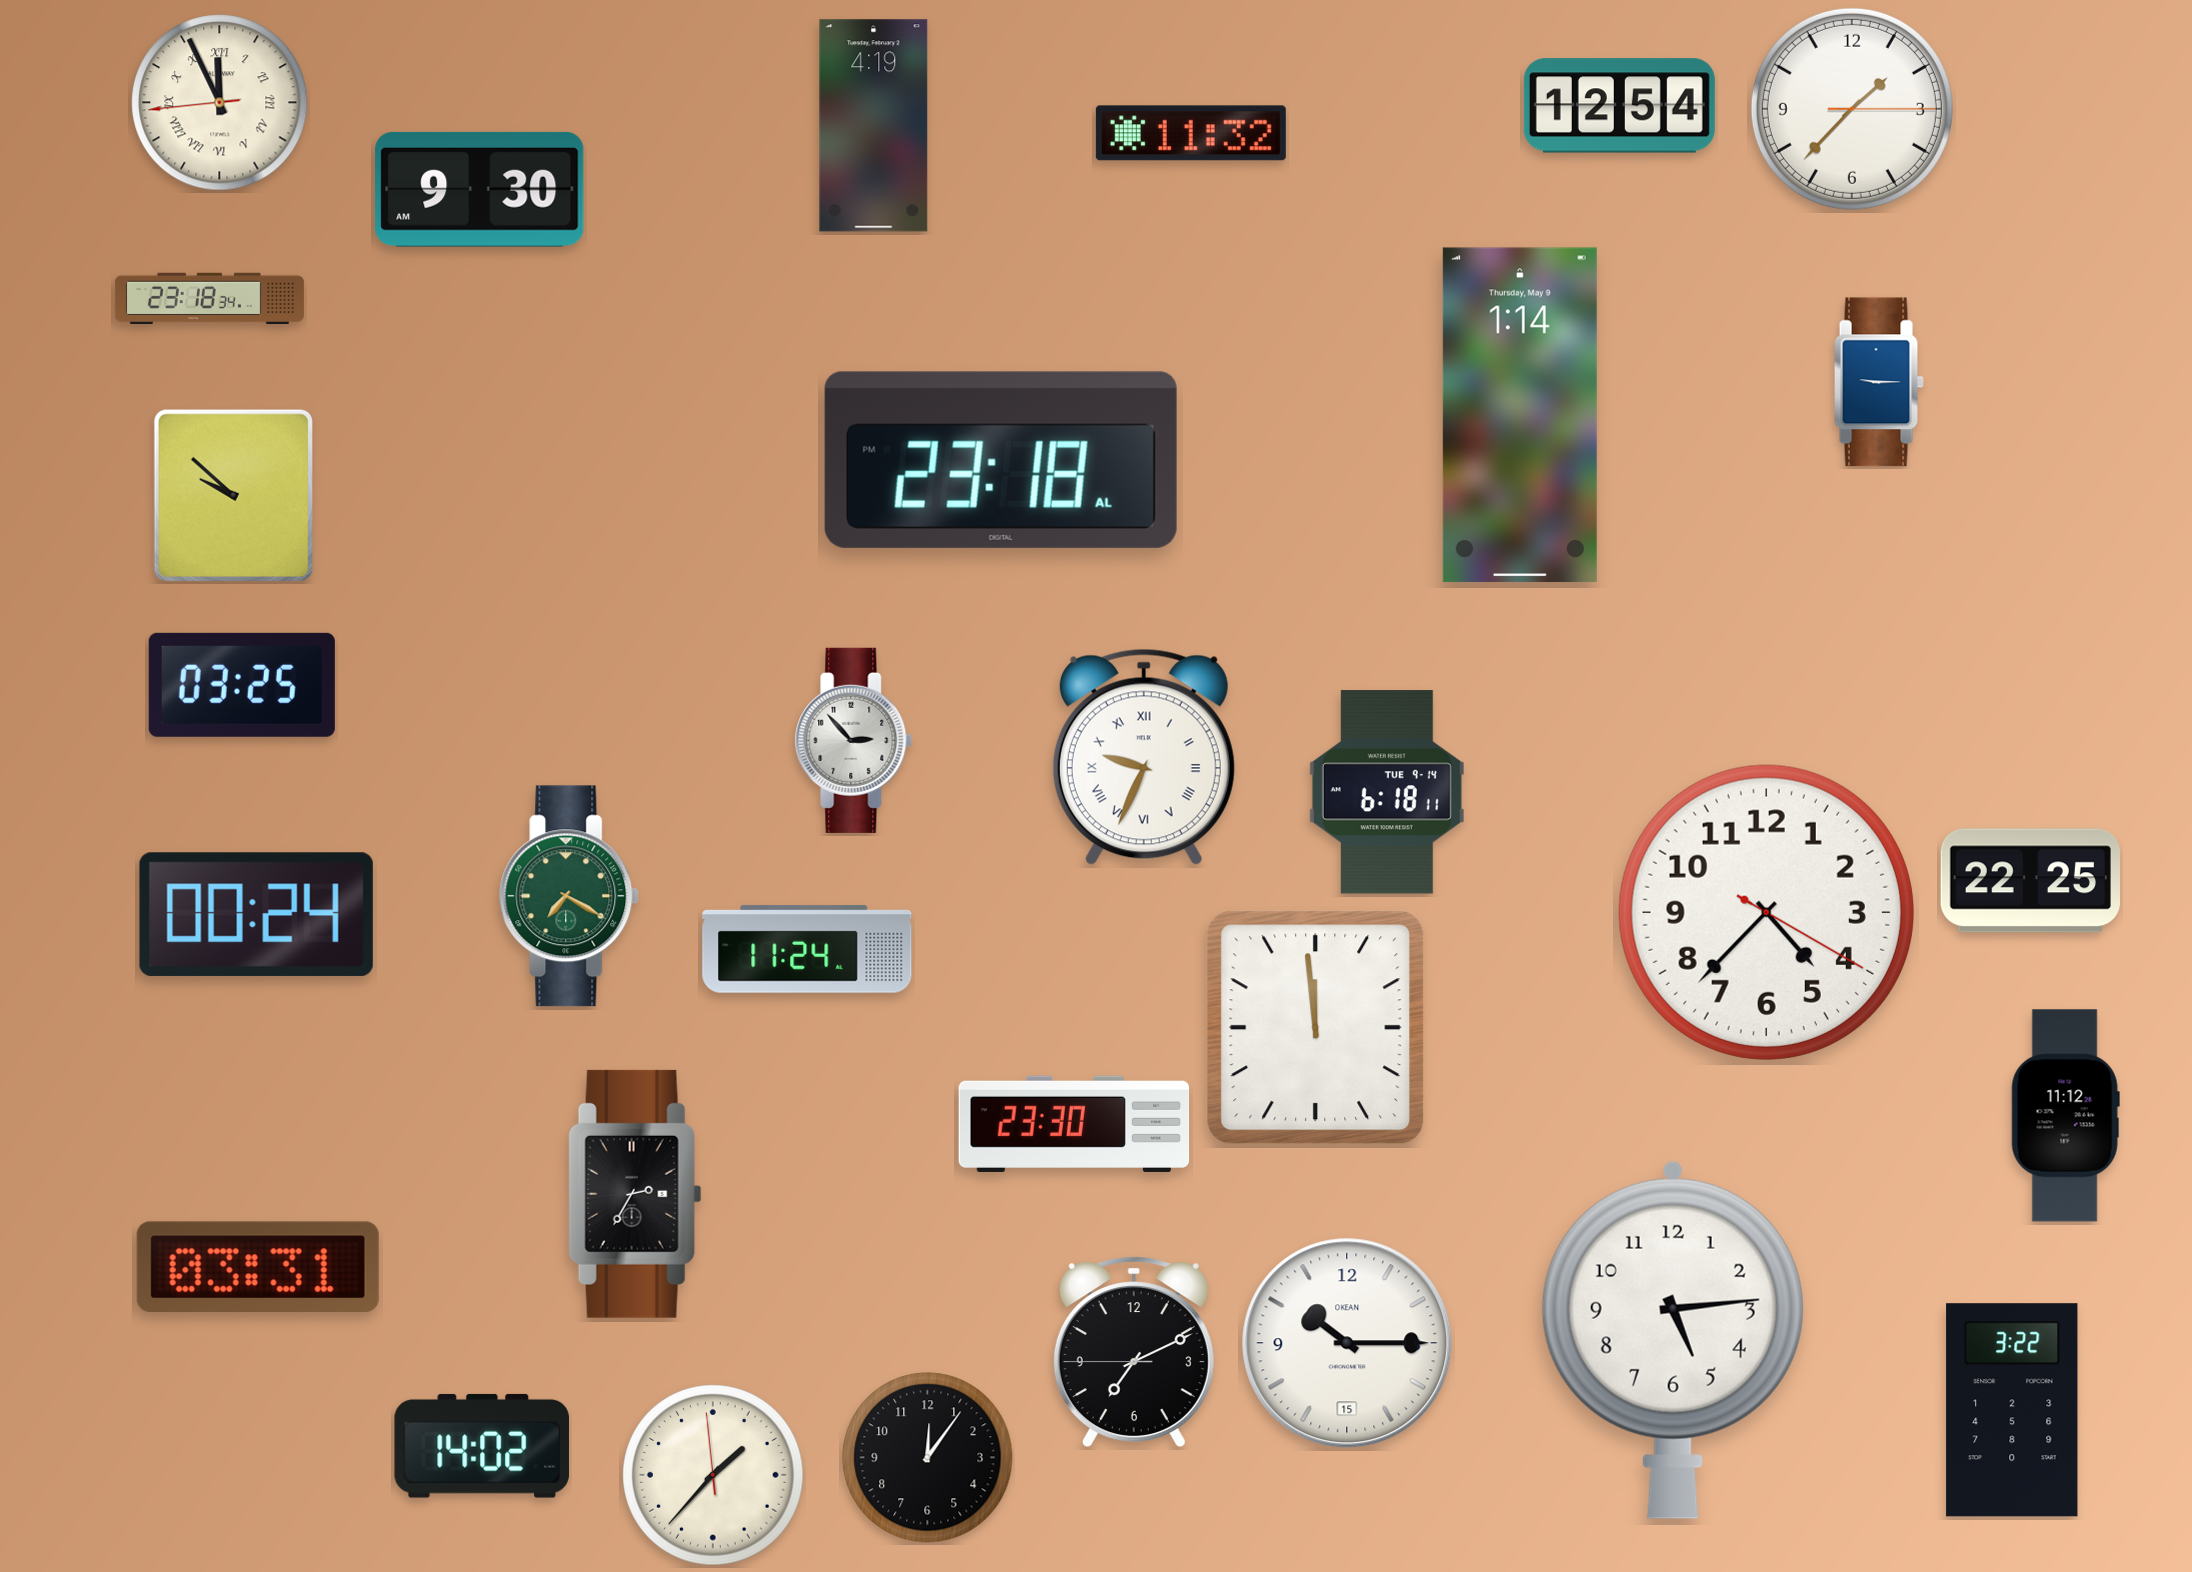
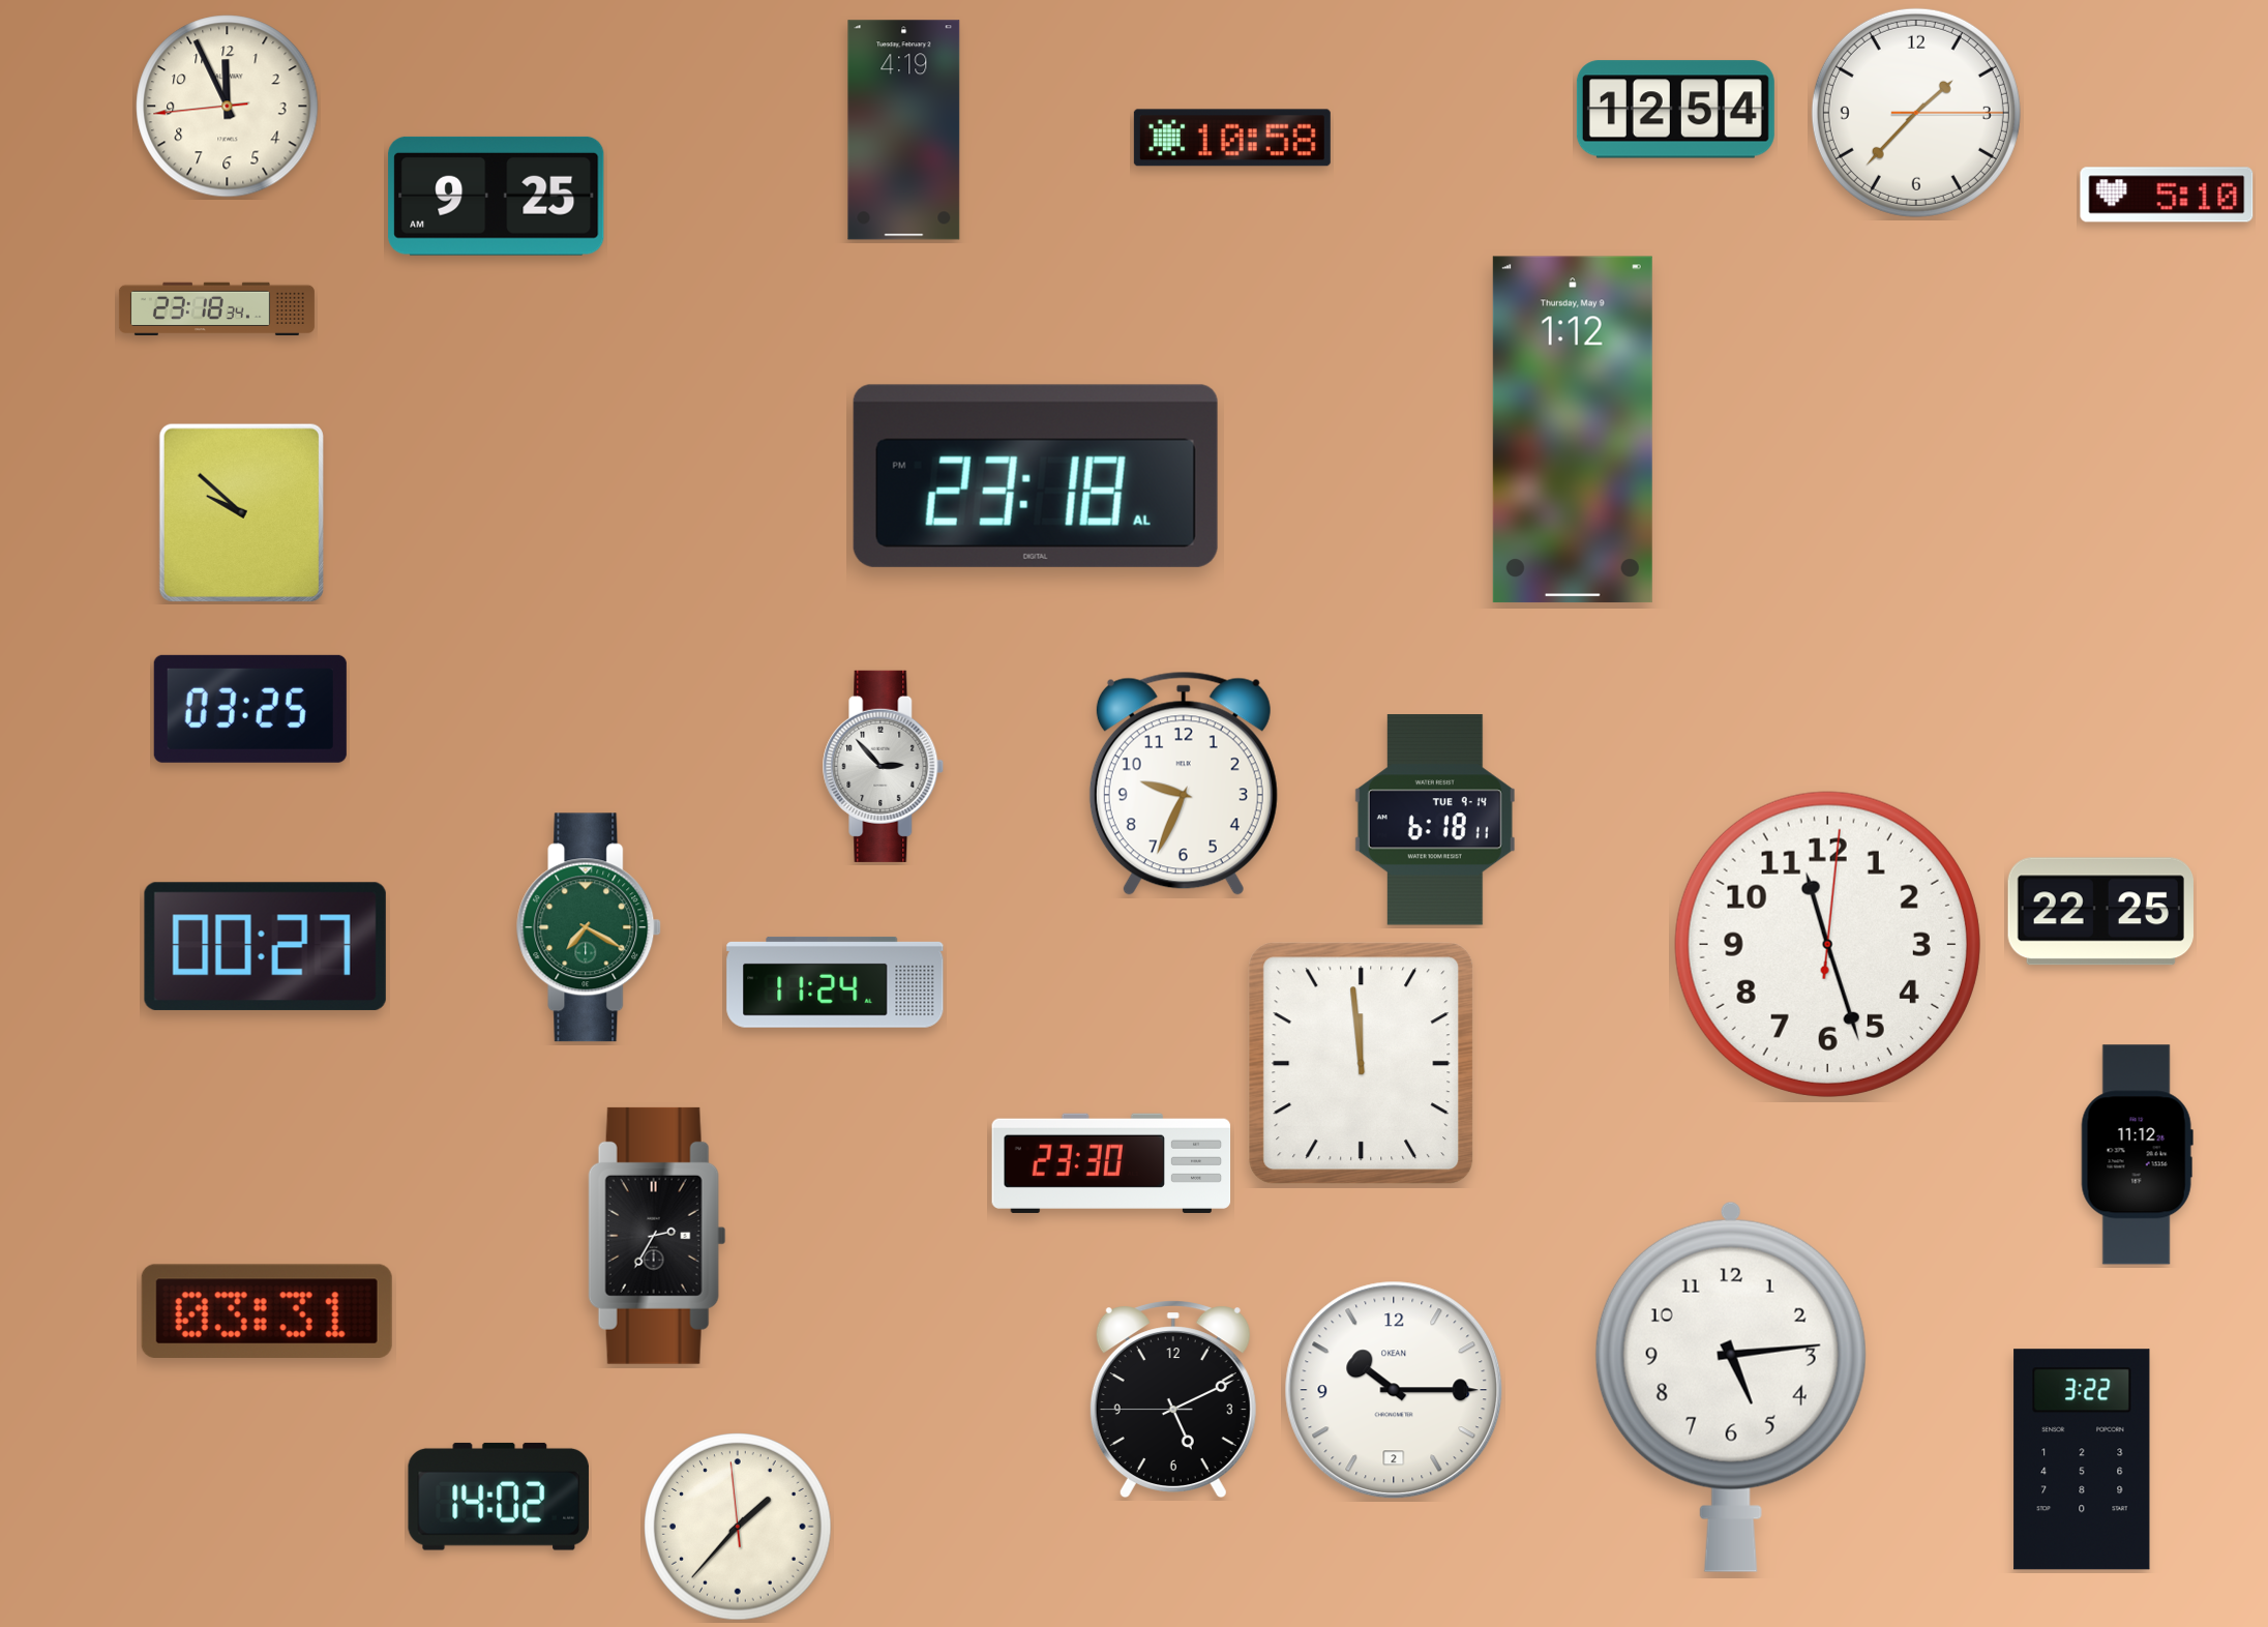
clock at (220, 103) numerals: Roman -> Arabic
clock at (1191, 133): 11:32 -> 10:58
clock at (2167, 195): none -> 5:10
clock at (480, 189): 9:30 -> 9:25
clock at (1879, 382): 9:15 -> none
clock at (1520, 415): 1:14 -> 1:12
clock at (1144, 757) numerals: Roman -> Arabic
clock at (1766, 912): 4:37 -> 11:27
clock at (256, 914): 00:24 -> 00:27
clock at (1347, 1343) date: 15 -> 2
clock at (1134, 1351): 7:10 -> 5:10
clock at (928, 1458): 12:06 -> none
